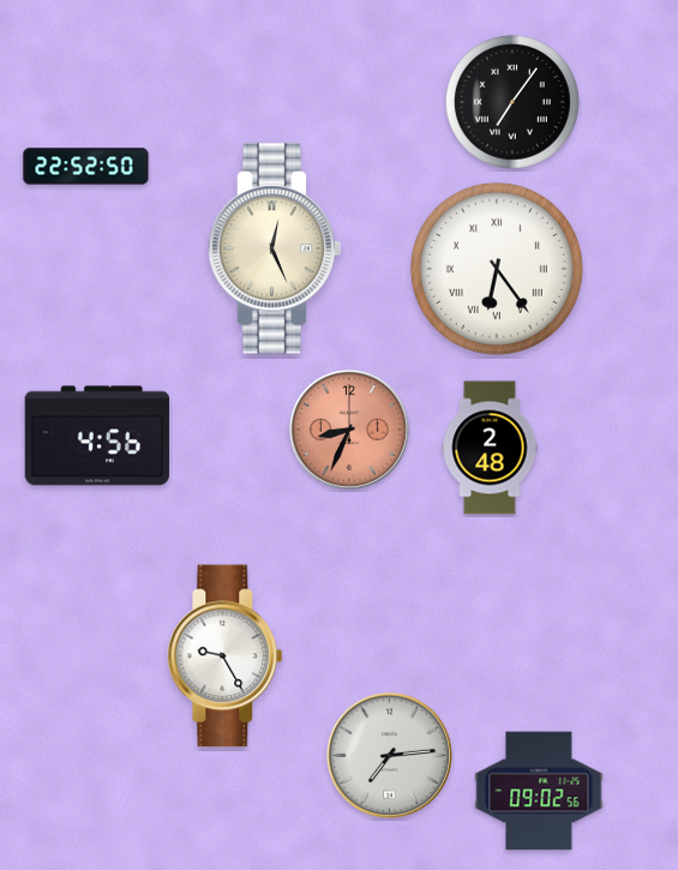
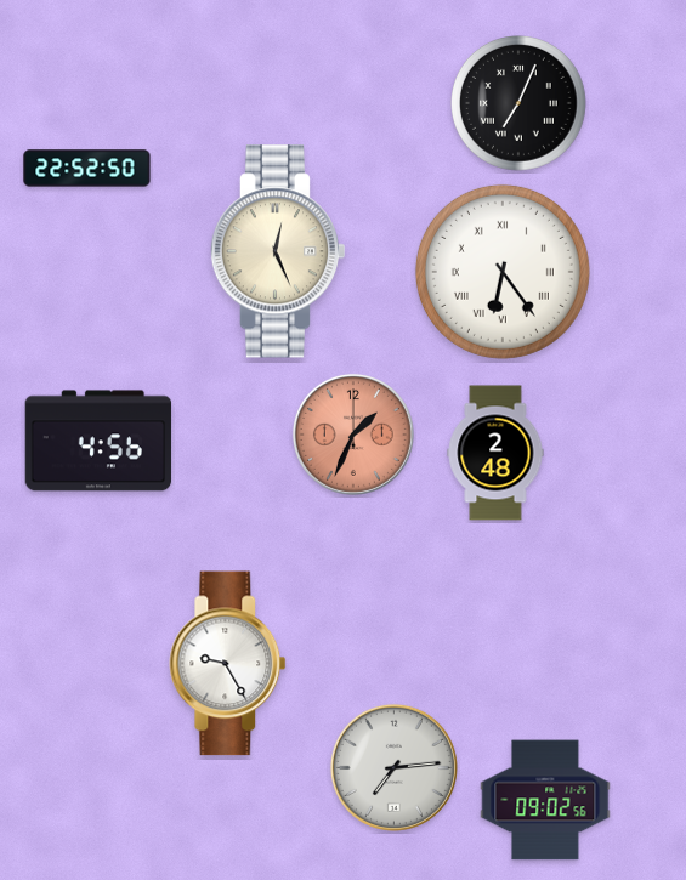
clock at (514, 103): 7:06 -> 7:04
clock at (349, 430): 8:34 -> 1:34
clock at (389, 755) position: (389, 755) -> (393, 767)
